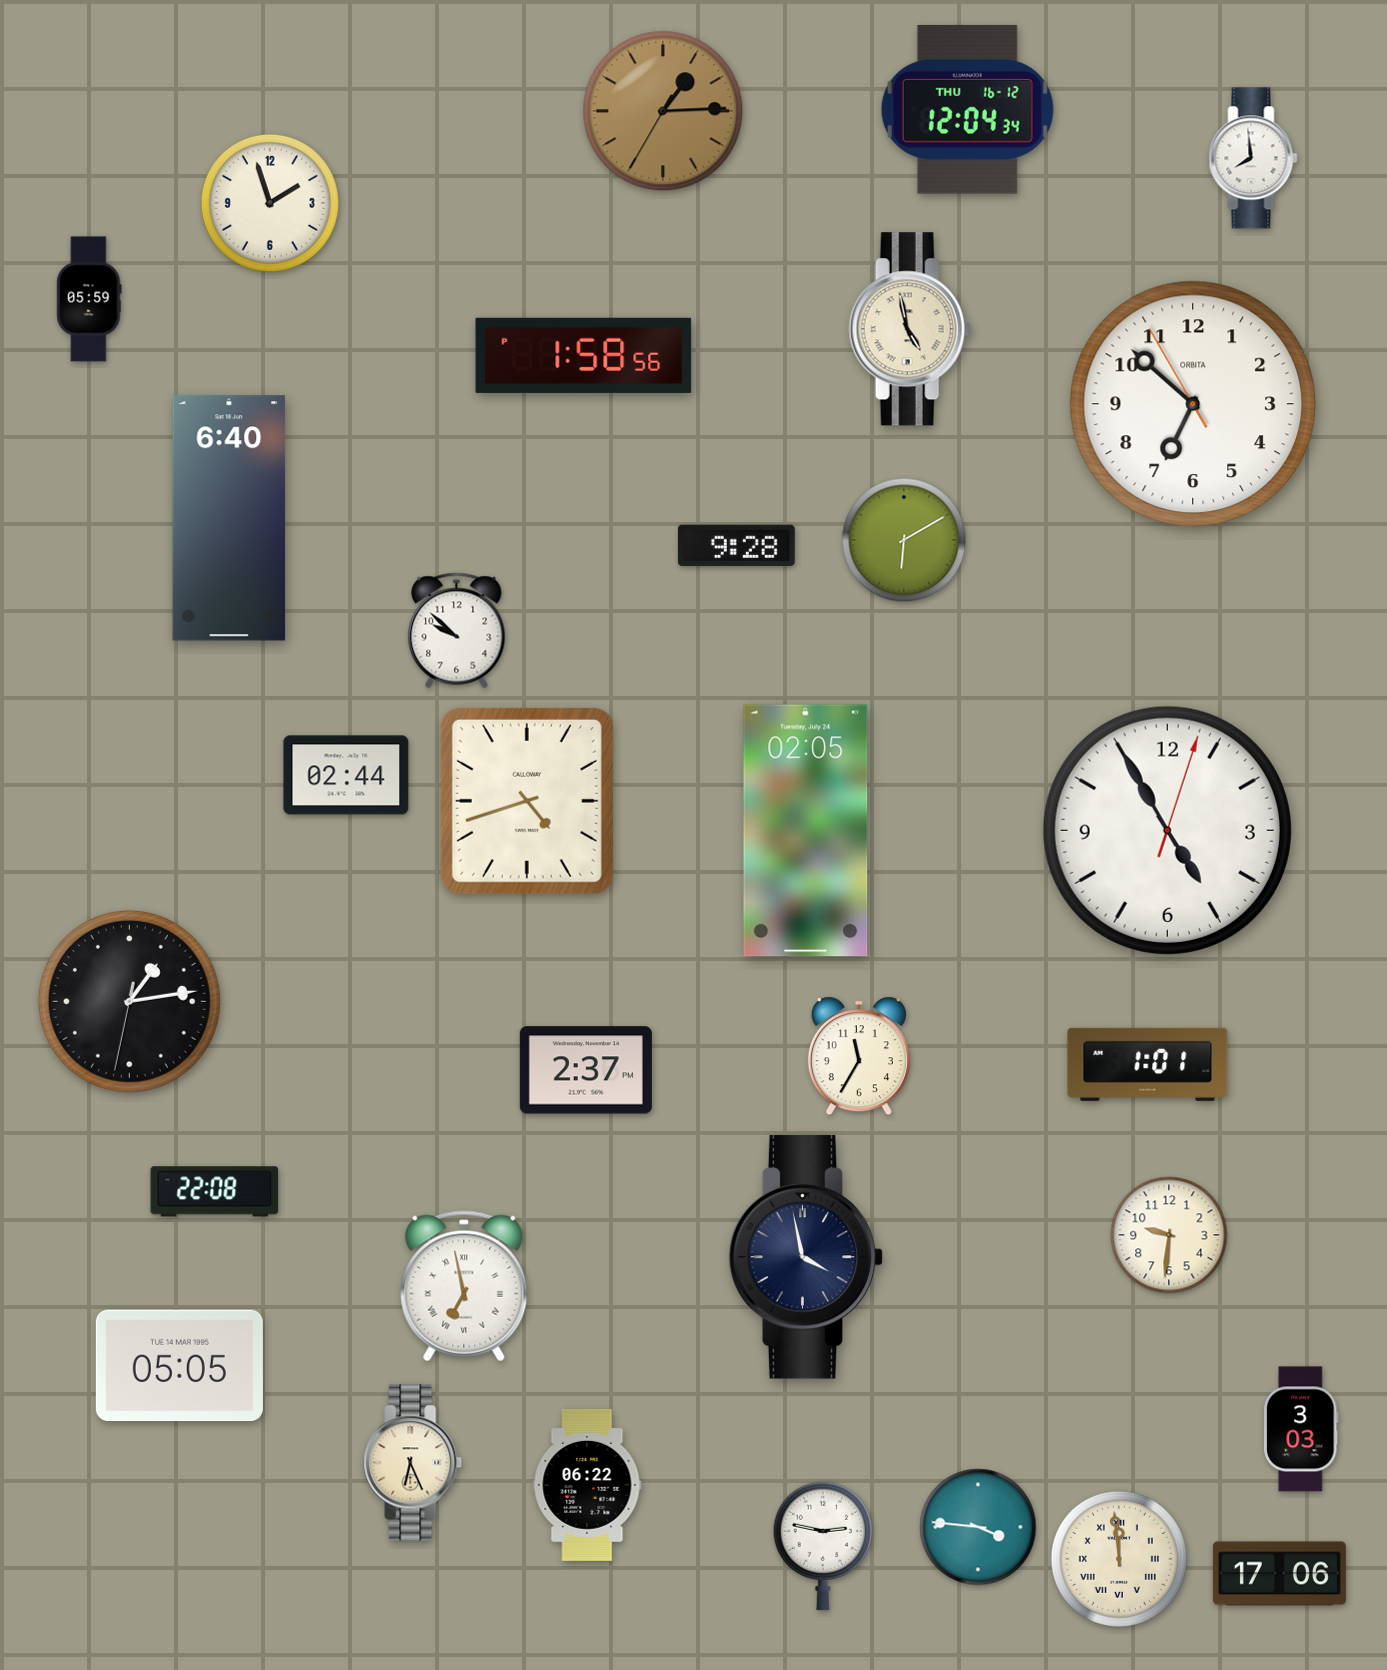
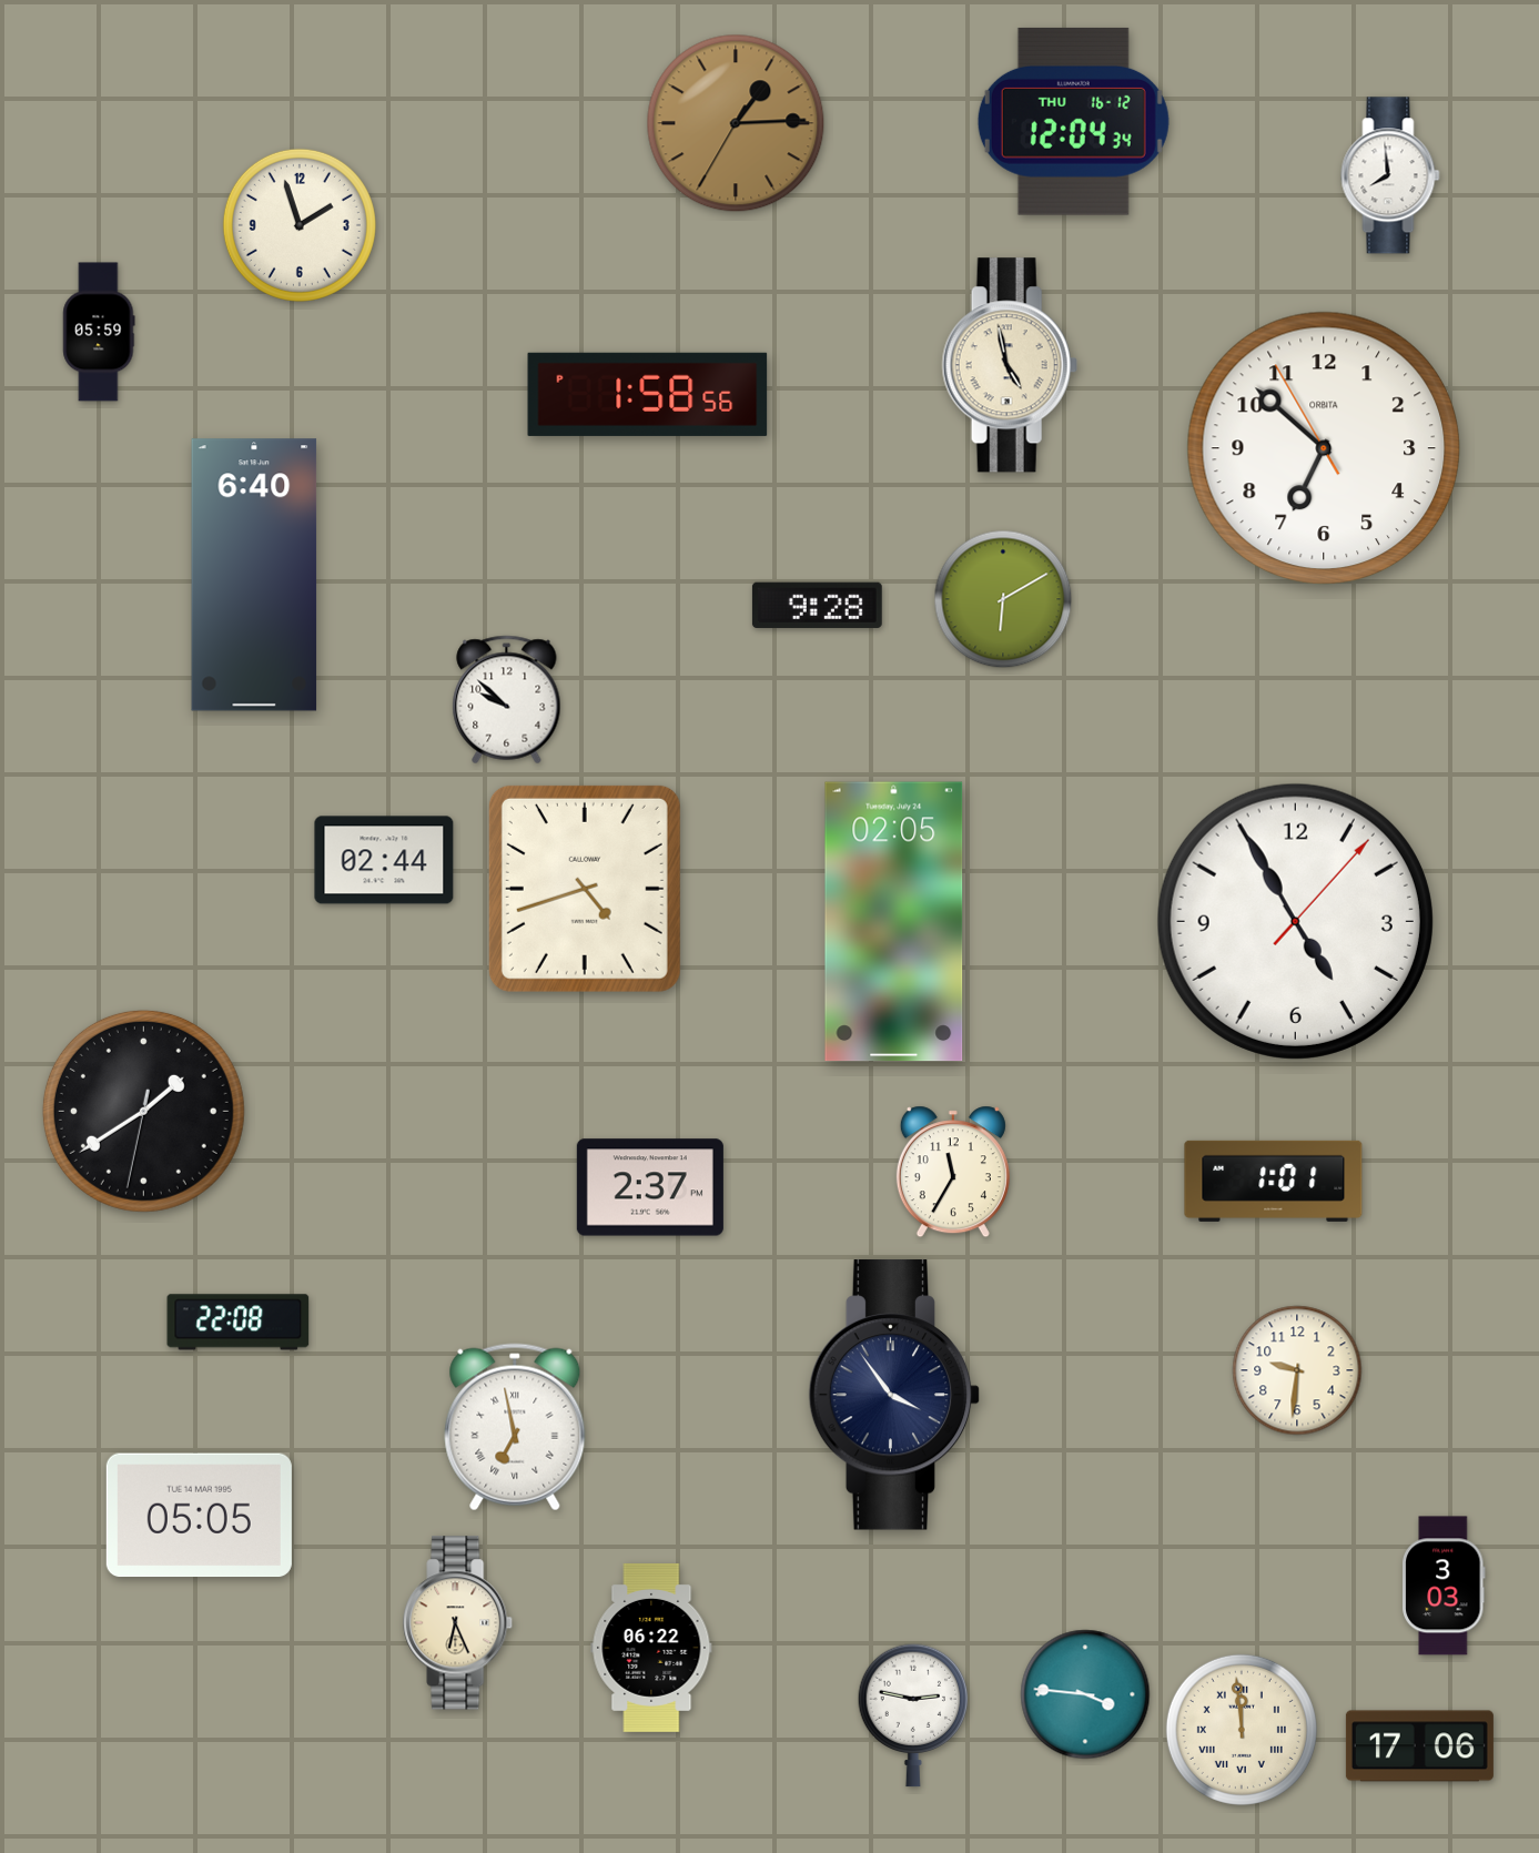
clock at (1167, 830): 4:55:03 -> 4:55:07
clock at (129, 1001): 1:13 -> 1:39
clock at (806, 1257): 3:58 -> 3:54
